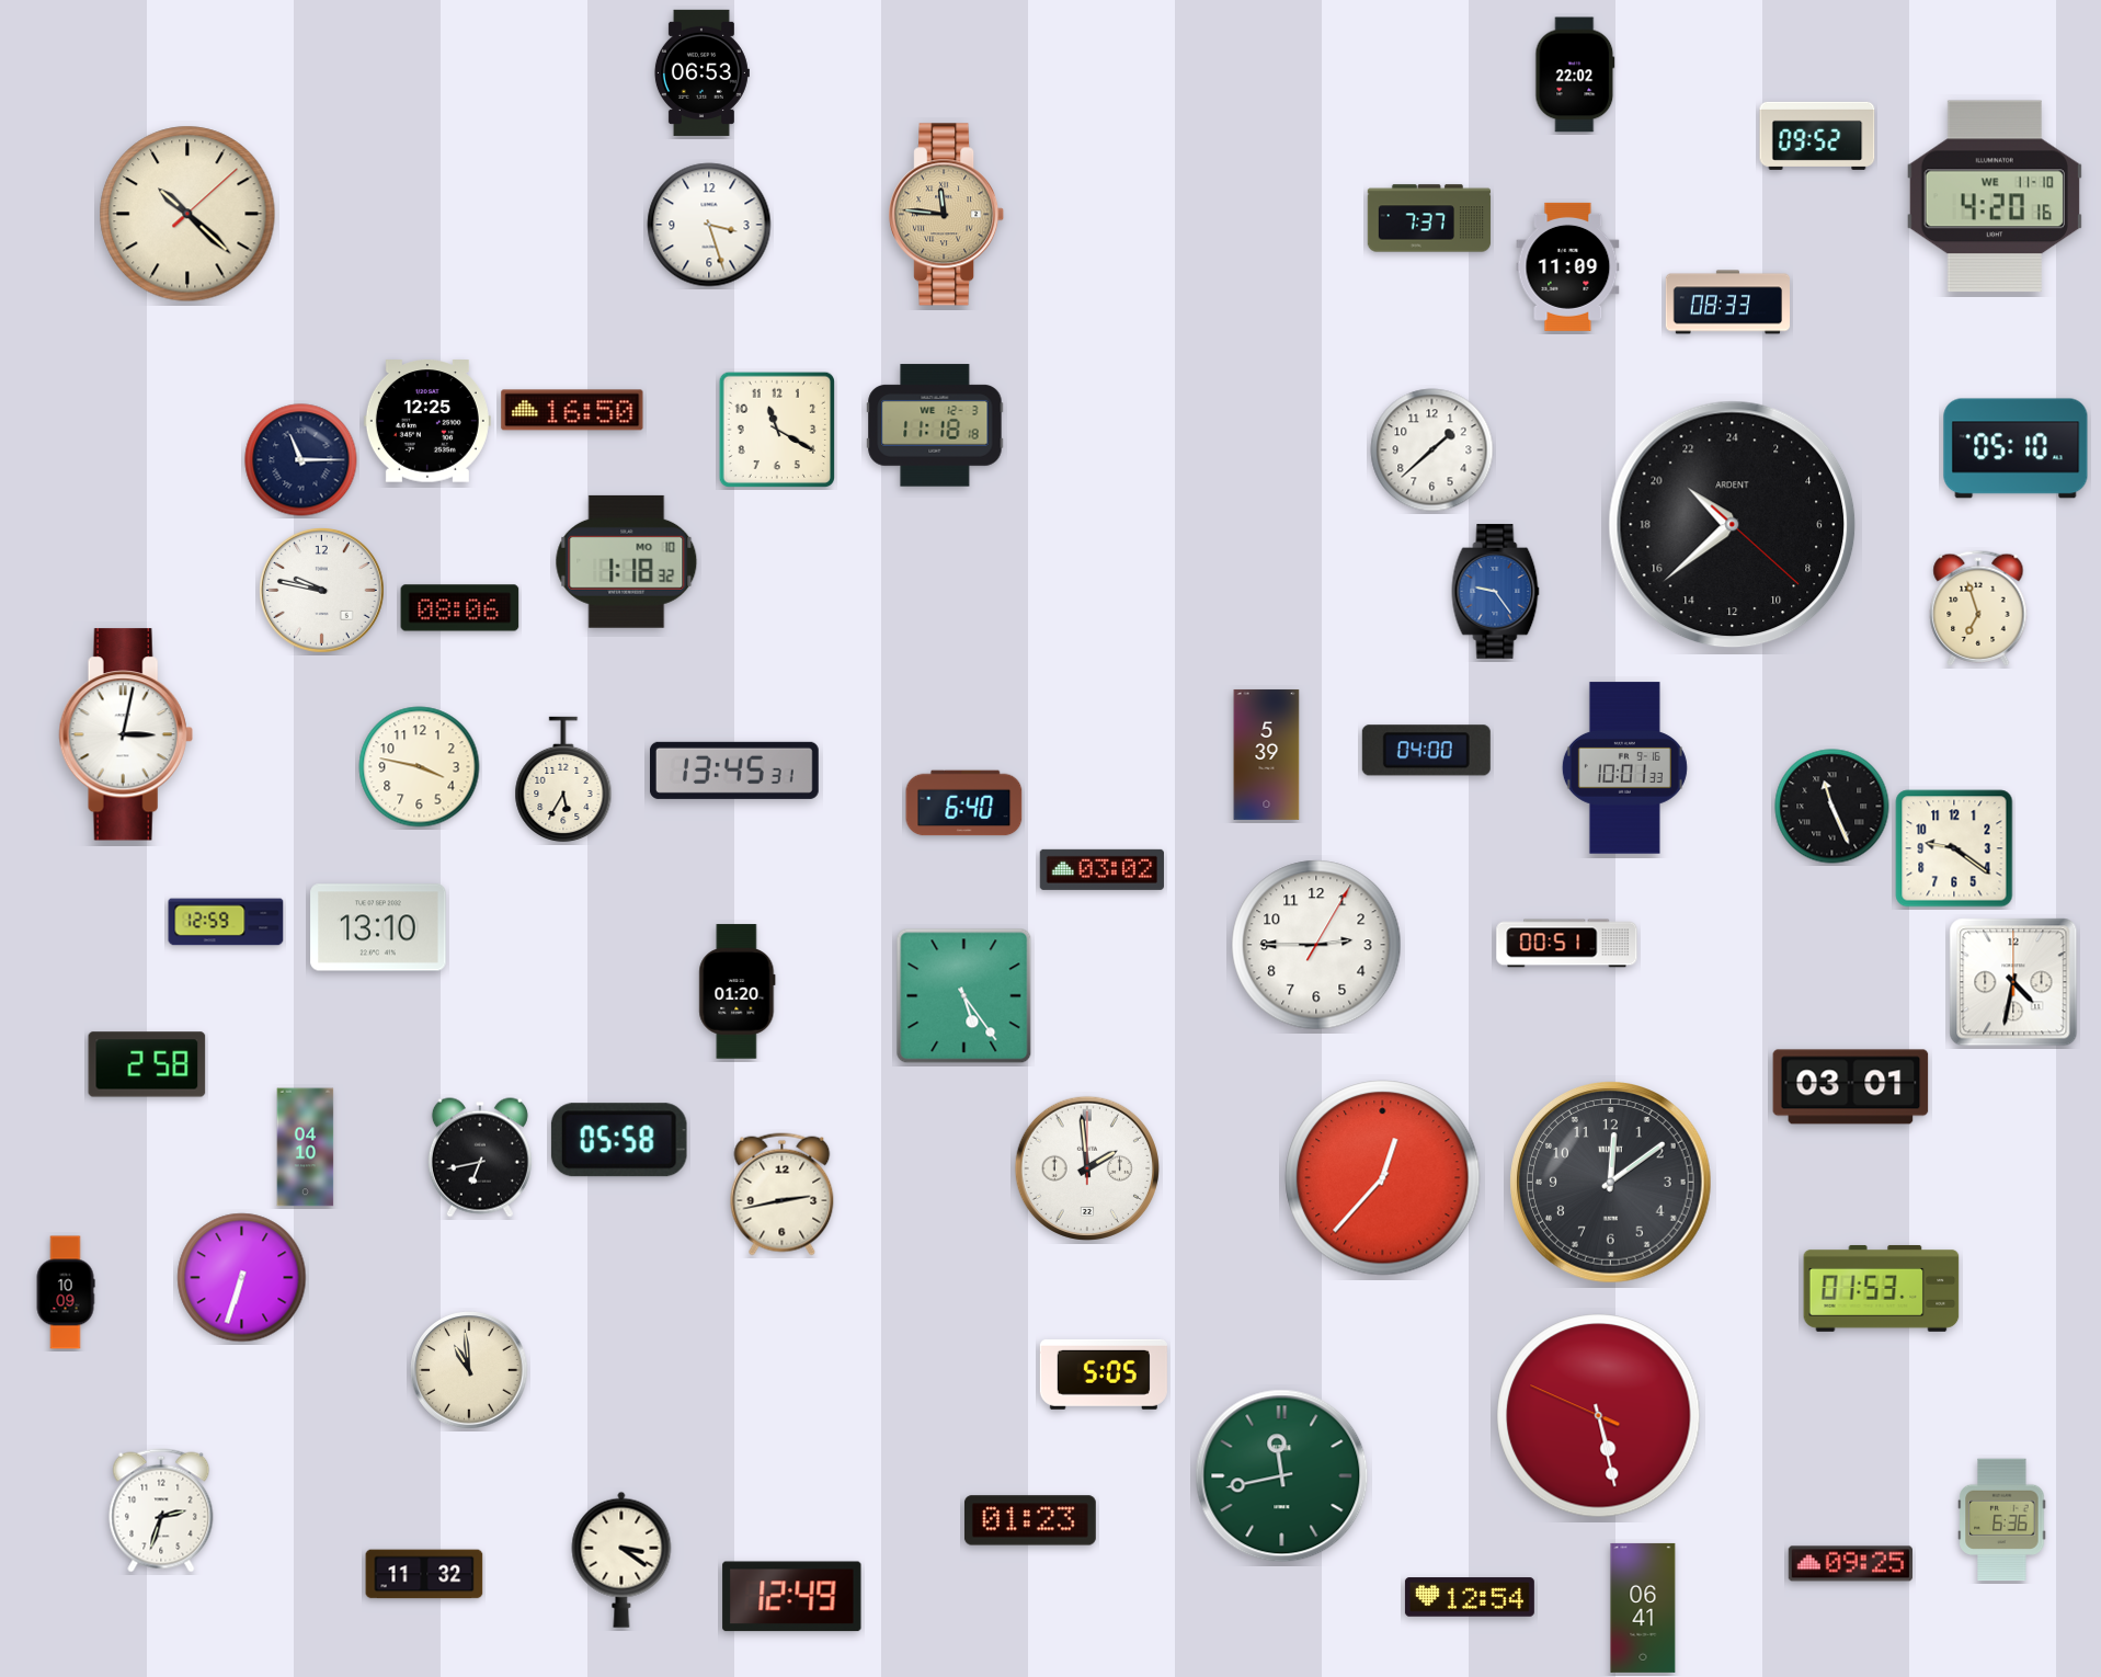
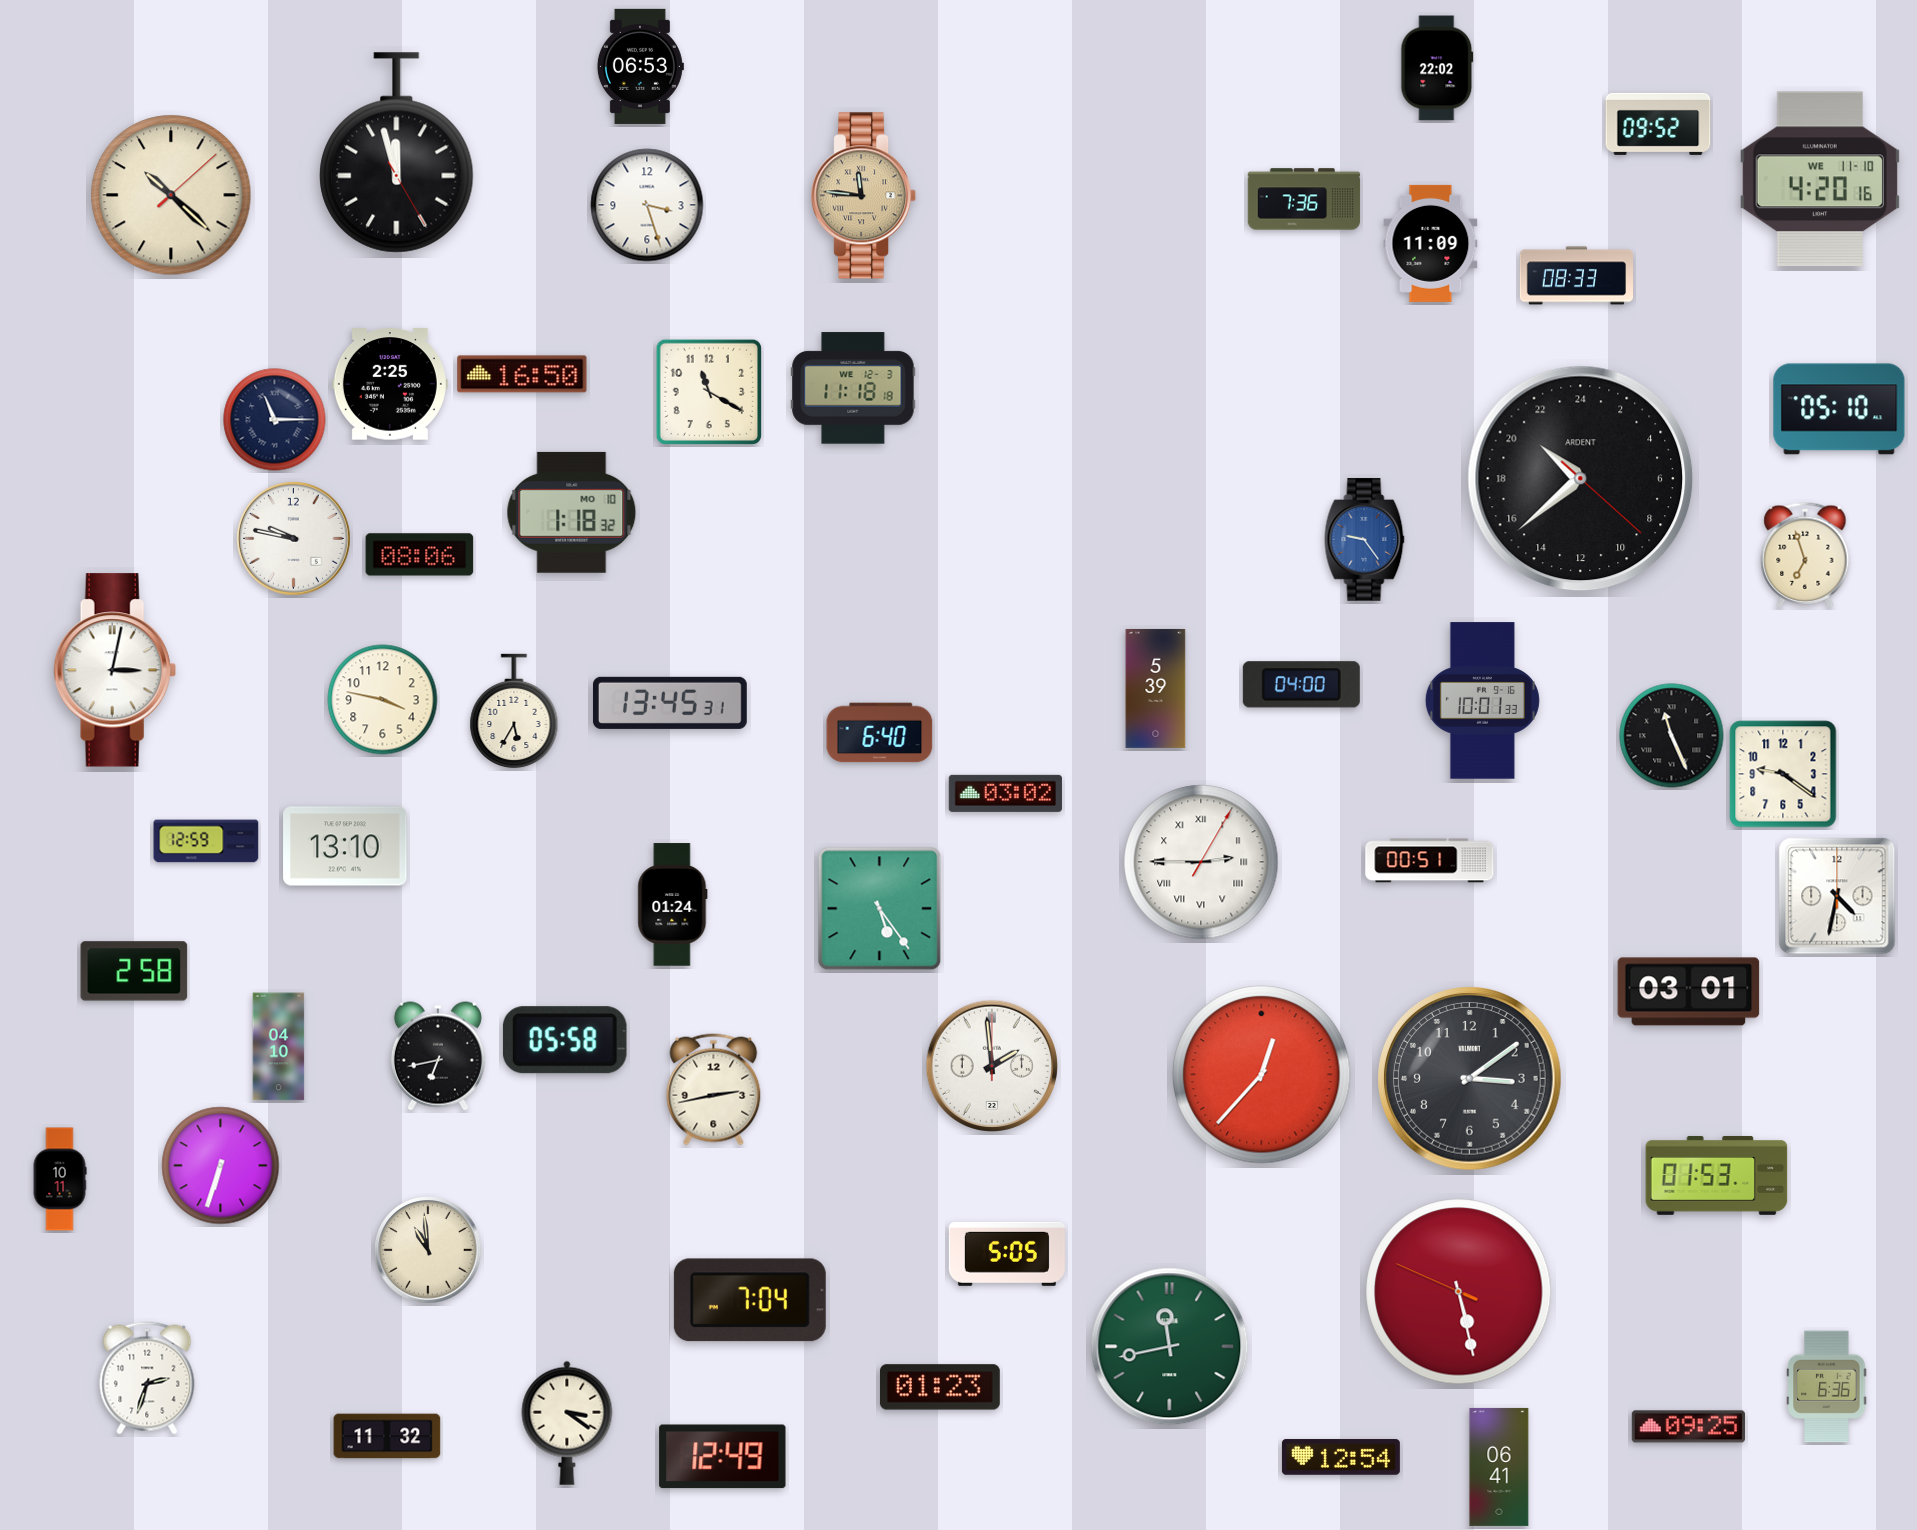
clock at (397, 153): none -> 11:57
clock at (1429, 218): 7:37 -> 7:36
clock at (427, 421): 12:25 -> 2:25
clock at (1432, 450): 1:38 -> none
clock at (1316, 945) numerals: Arabic -> Roman
clock at (738, 992): 01:20 -> 01:24
clock at (1611, 1183): 12:09 -> 3:09
clock at (66, 1292): 10:09 -> 10:11
clock at (750, 1300): none -> 7:04
